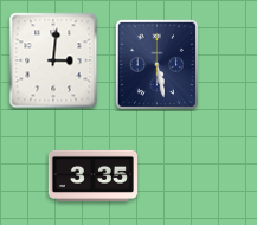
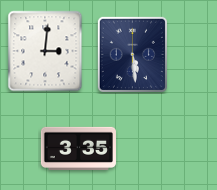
clock at (156, 64): 5:28 -> 5:29
